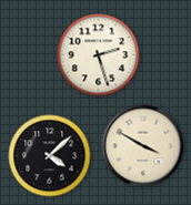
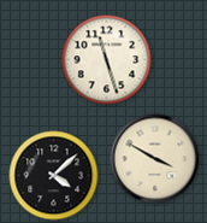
clock at (99, 55): 2:27 -> 11:27
clock at (50, 156) position: (50, 156) -> (54, 176)
